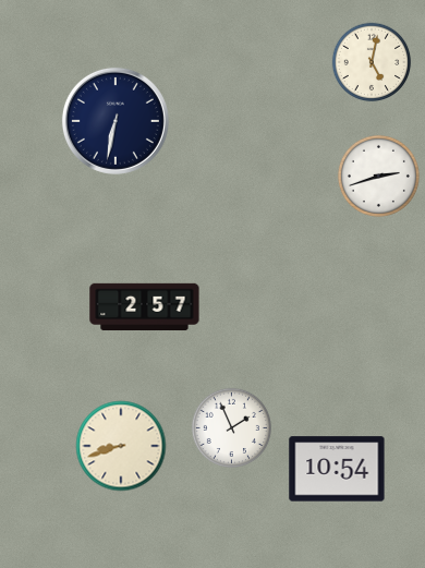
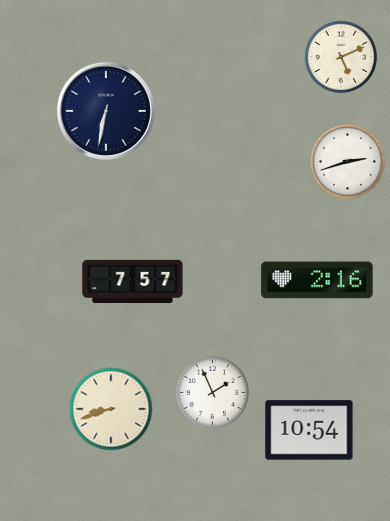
clock at (372, 62): 5:02 -> 5:11
clock at (317, 280): none -> 2:16
clock at (145, 306): 2:57 -> 7:57
